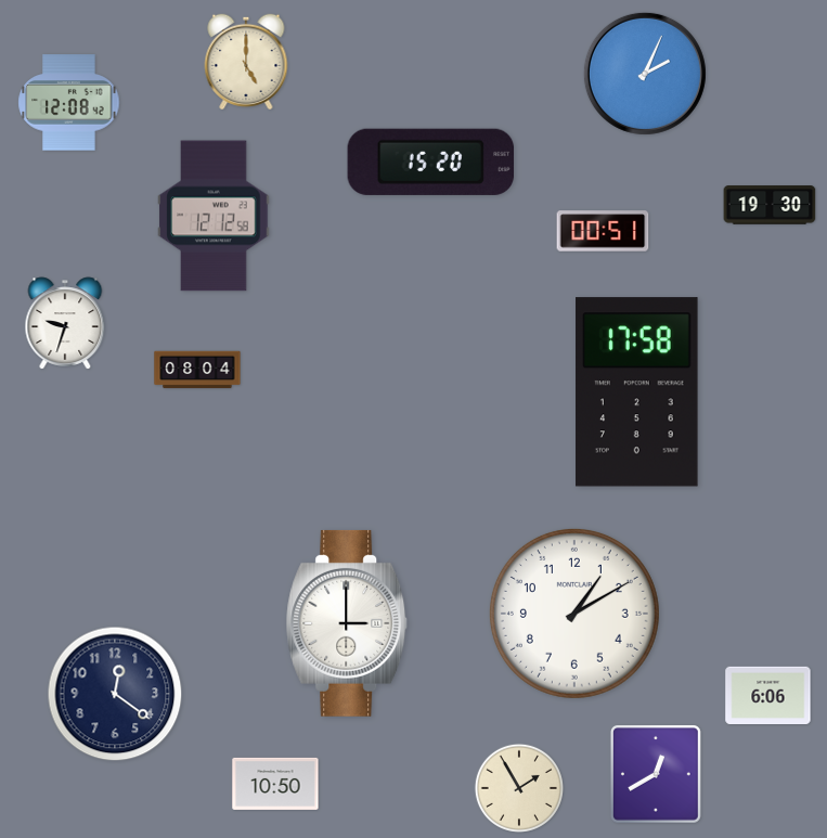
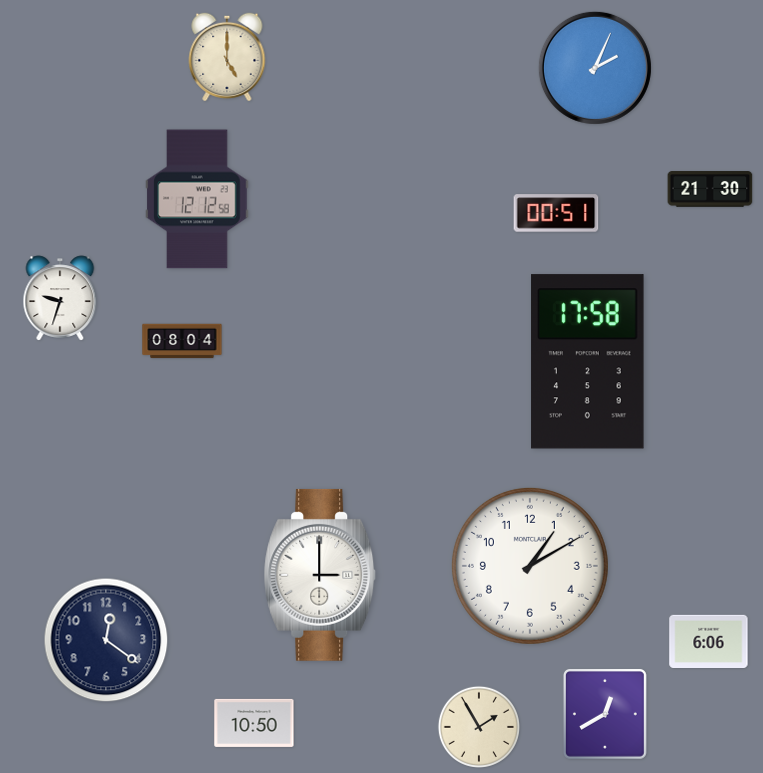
clock at (69, 103): 12:08 -> none
clock at (431, 162): 15:20 -> none
clock at (770, 205): 19:30 -> 21:30
